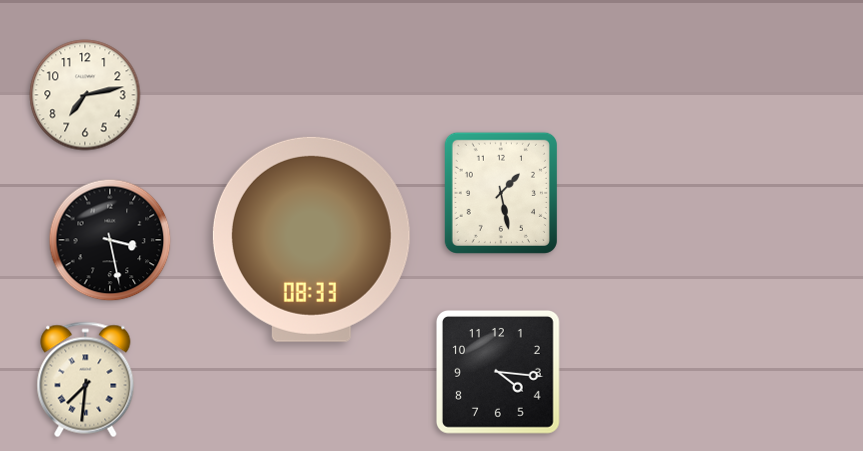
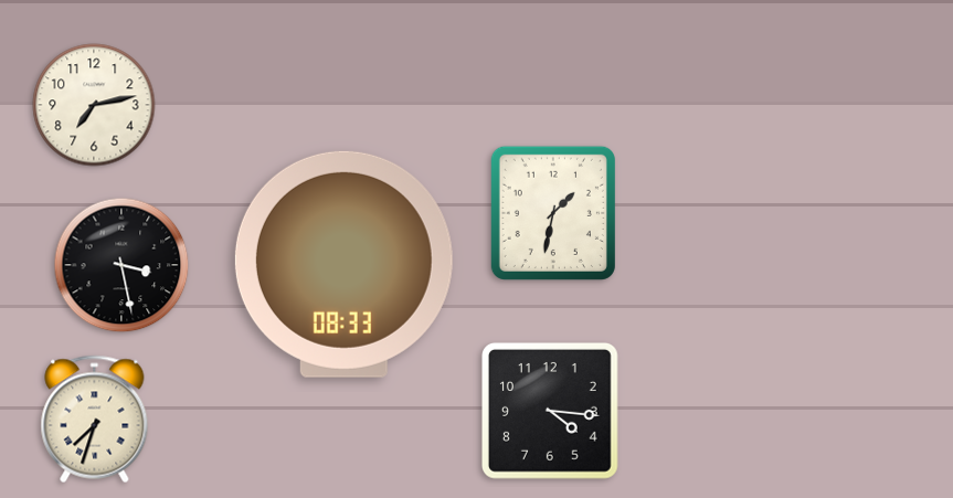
clock at (501, 193): 1:28 -> 1:32
clock at (86, 380): 7:31 -> 7:33
